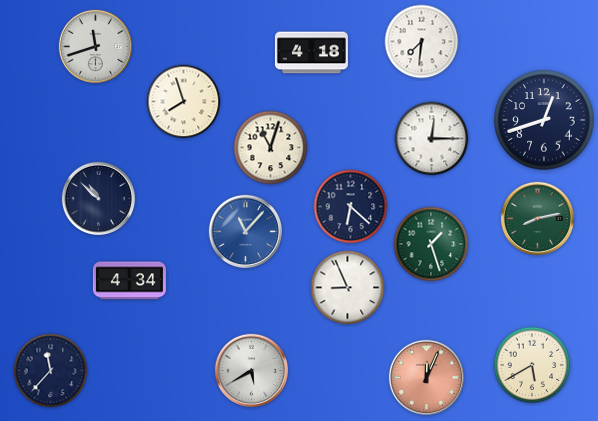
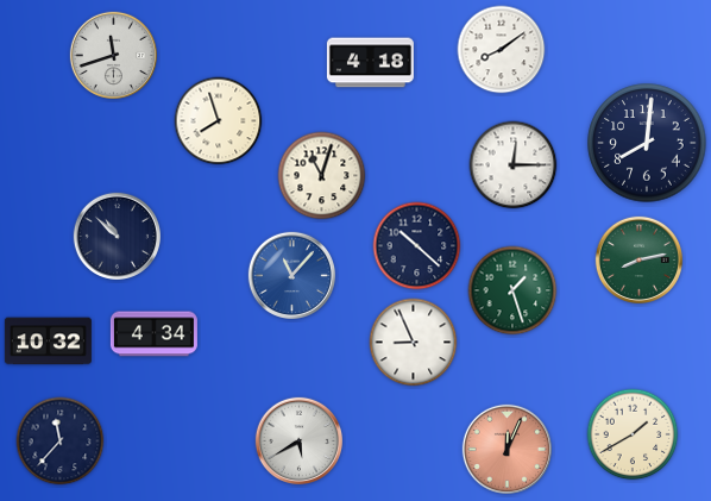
clock at (422, 42): 7:31 -> 8:09
clock at (544, 120): 12:42 -> 8:01
clock at (351, 207): 6:22 -> 10:22
clock at (48, 342): none -> 10:32
clock at (532, 365): 5:40 -> 1:40
